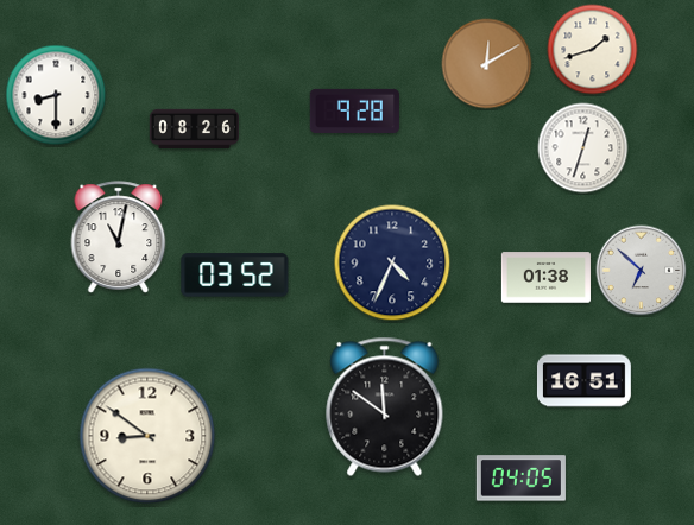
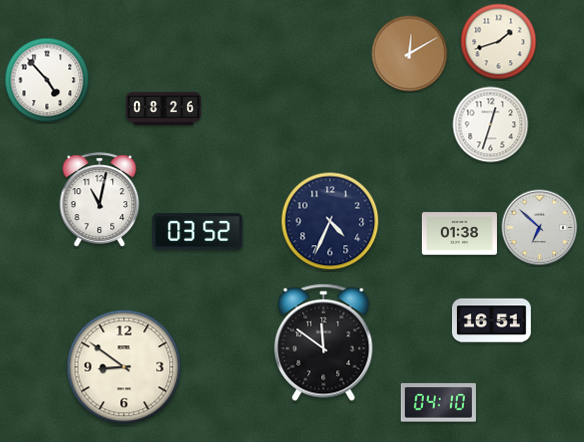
clock at (56, 95): 8:30 -> 4:53
clock at (354, 110): 9:28 -> none
clock at (520, 479): 04:05 -> 04:10
